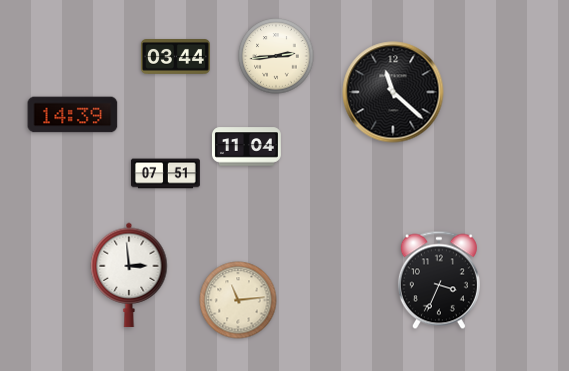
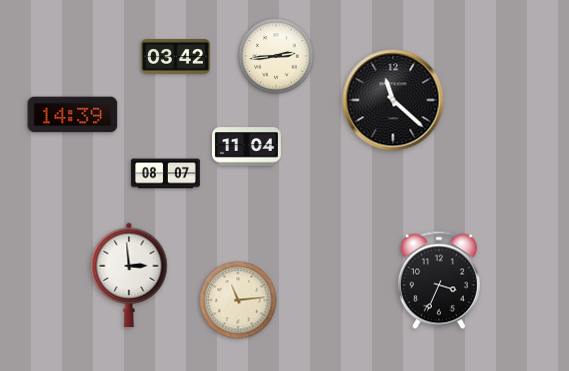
clock at (175, 57): 03:44 -> 03:42
clock at (393, 92) position: (393, 92) -> (393, 100)
clock at (165, 174): 07:51 -> 08:07
